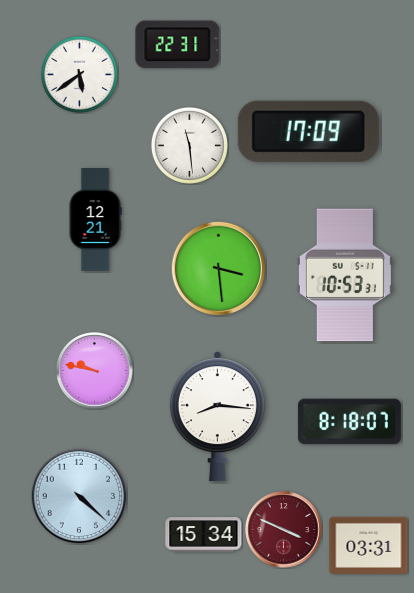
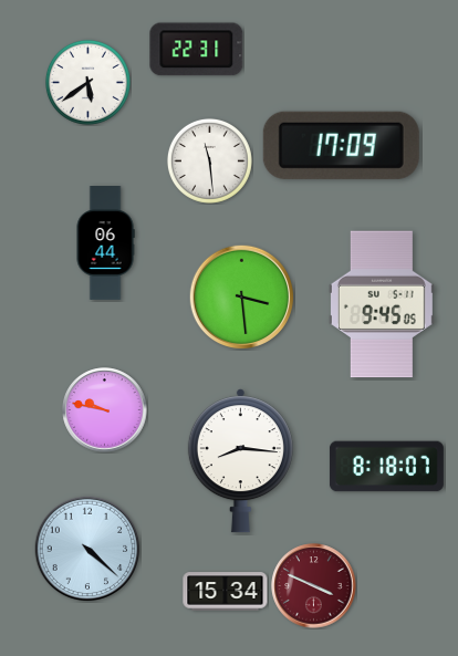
clock at (95, 220): 12:21 -> 06:44
clock at (345, 275): 10:53 -> 9:45
clock at (369, 545): 03:31 -> none
